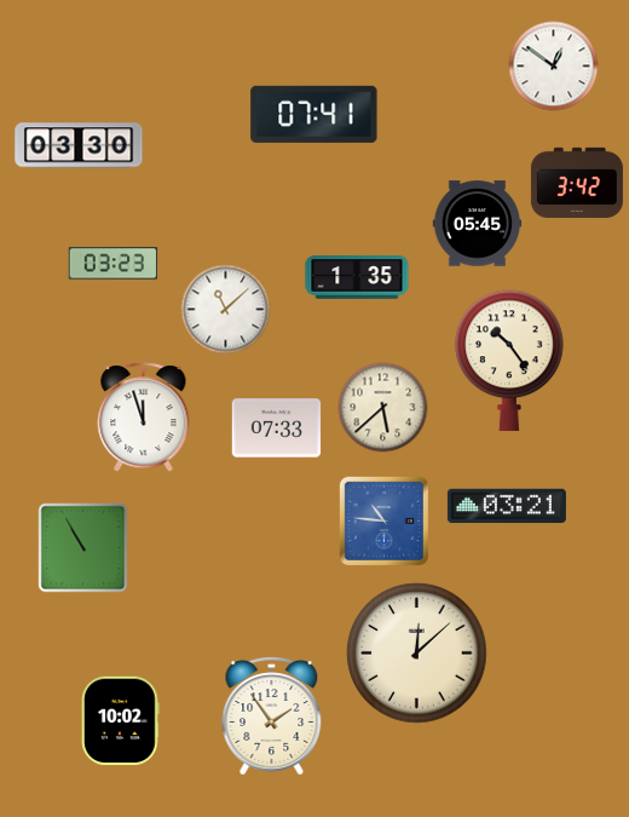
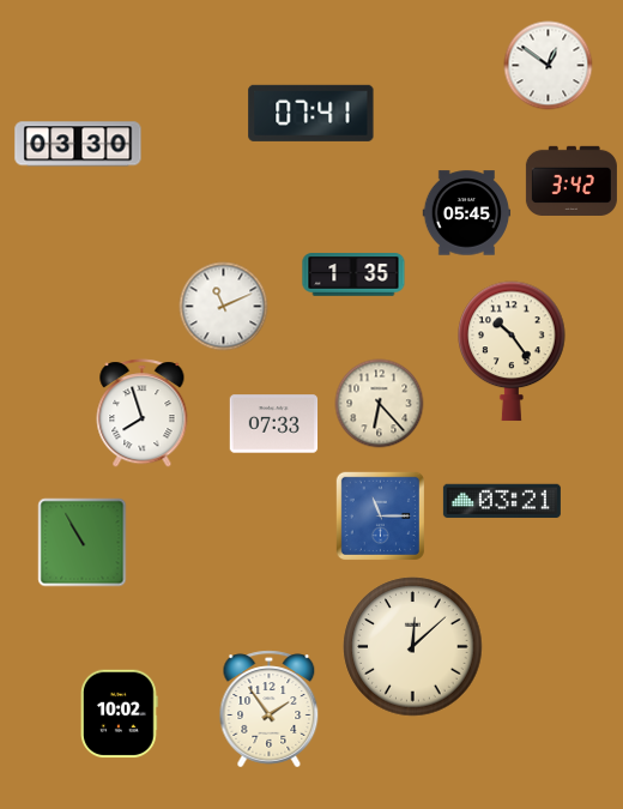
clock at (478, 224) position: (478, 224) -> (467, 213)
clock at (114, 264): 03:23 -> none
clock at (226, 310): 11:08 -> 11:11
clock at (509, 361) position: (509, 361) -> (512, 351)
clock at (383, 408): 5:38 -> 6:23
clock at (144, 418): 11:57 -> 7:57
clock at (383, 520): 10:46 -> 11:15
